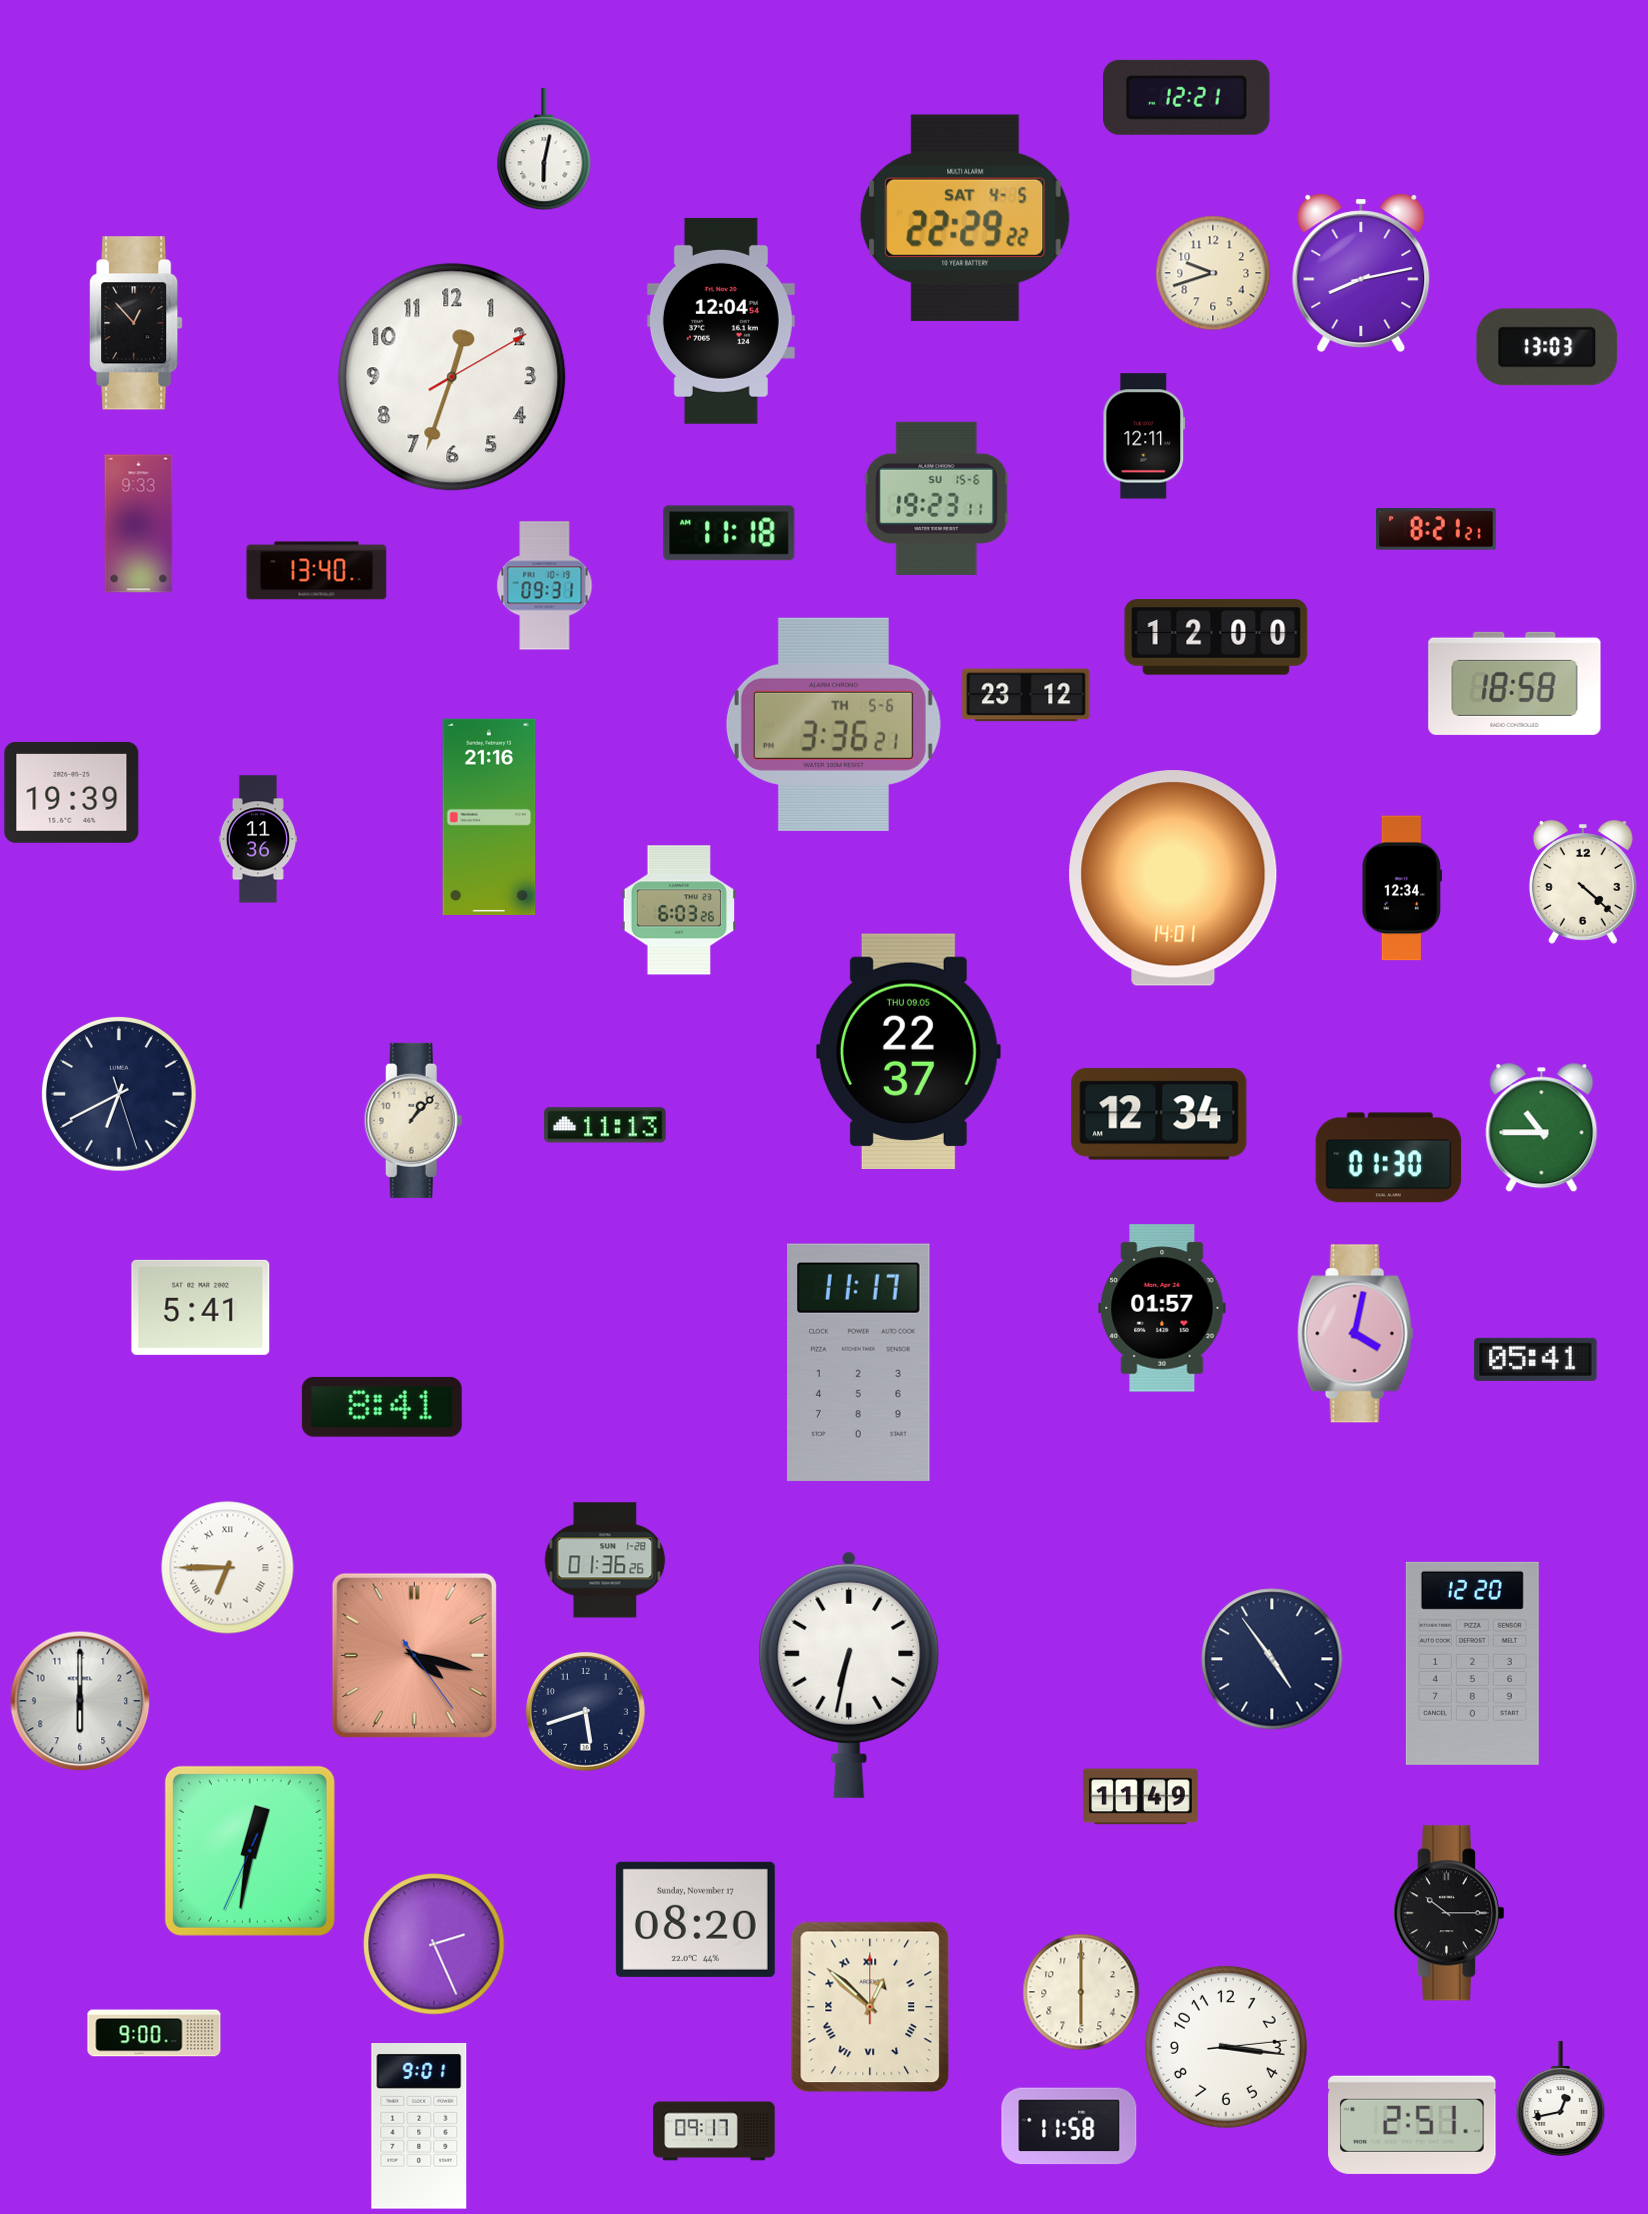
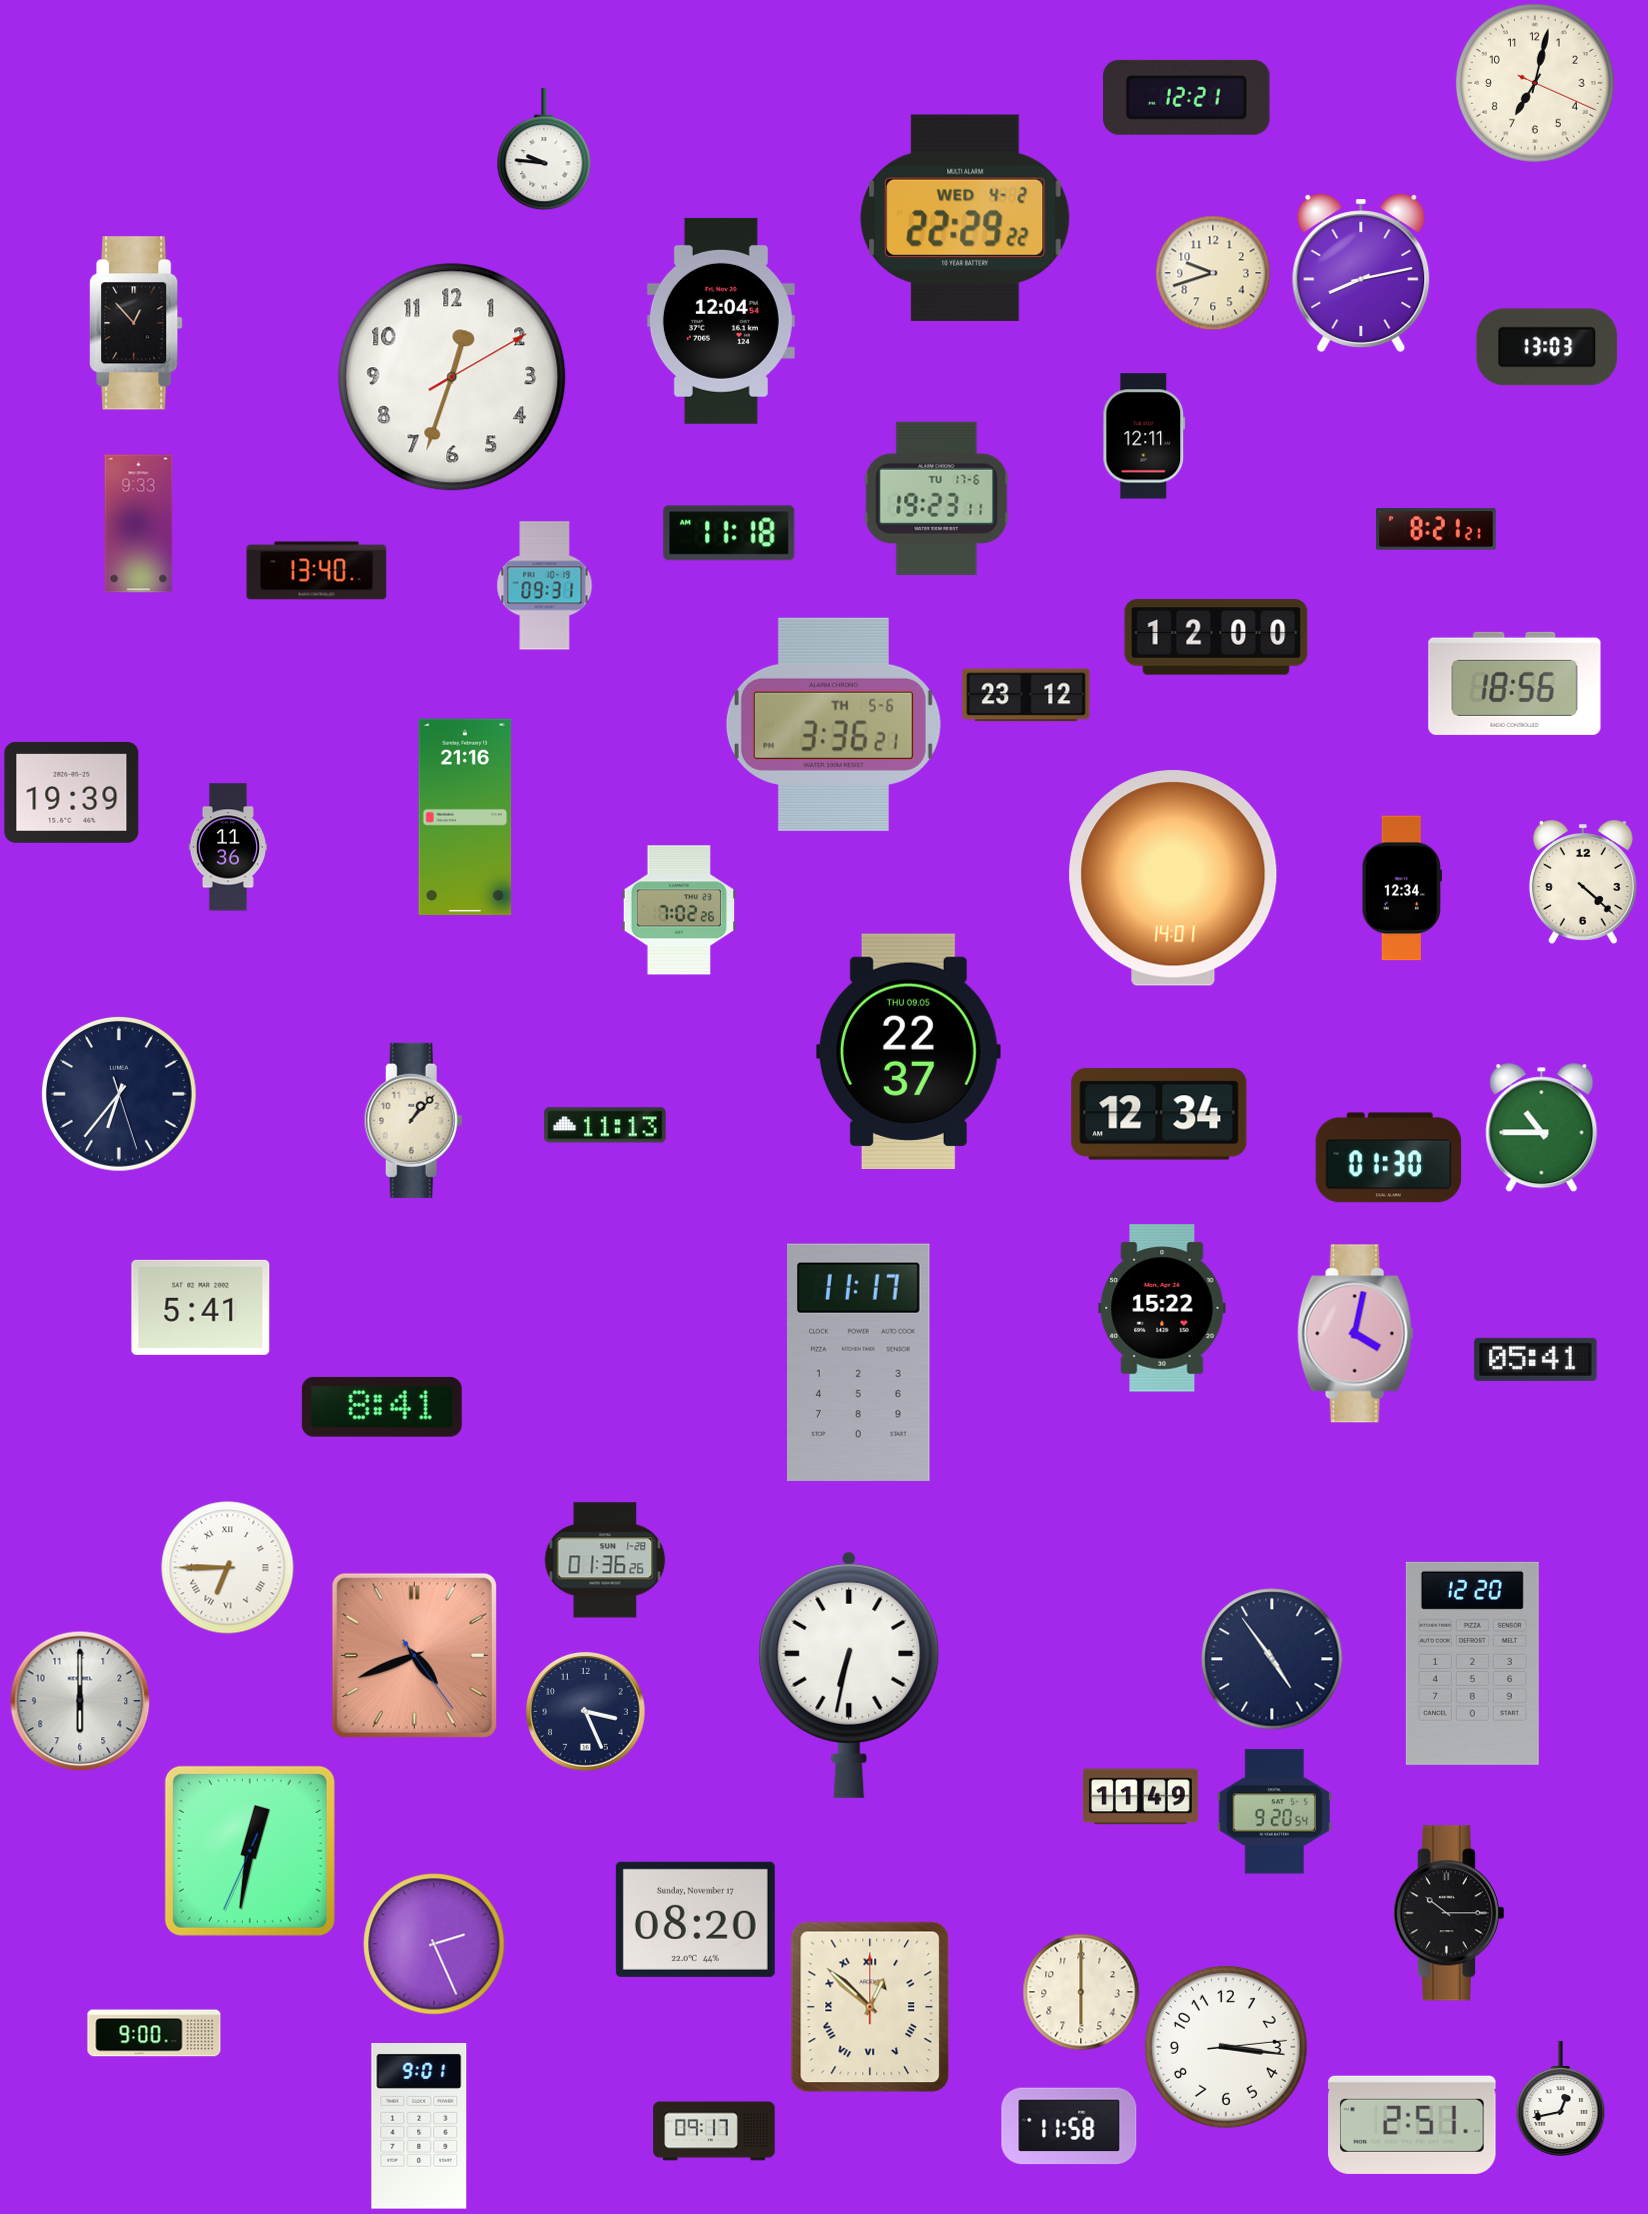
clock at (1535, 83): none -> 7:02
clock at (544, 150): 6:02 -> 9:46
clock at (965, 218) date: SAT 4-5 -> WED 4-2
clock at (937, 498) date: SU 15-6 -> TU 17-6
clock at (1515, 683): 18:58 -> 18:56
clock at (489, 817) position: (489, 817) -> (465, 817)
clock at (257, 839) position: (257, 839) -> (227, 847)
clock at (679, 910): 6:03 -> 7:02
clock at (120, 1095): 6:40 -> 6:36
clock at (1162, 1308): 01:57 -> 15:22
clock at (414, 1655): 4:17 -> 4:41
clock at (586, 1712): 5:42 -> 3:26
clock at (1275, 1812): none -> 9:20
